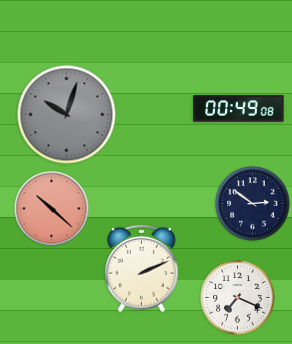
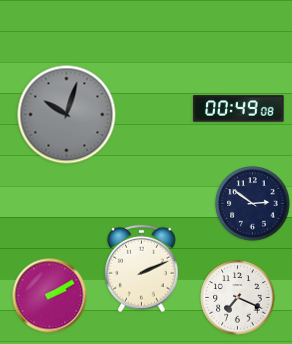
clock at (52, 209): 10:22 -> none
clock at (50, 296): none -> 2:10
